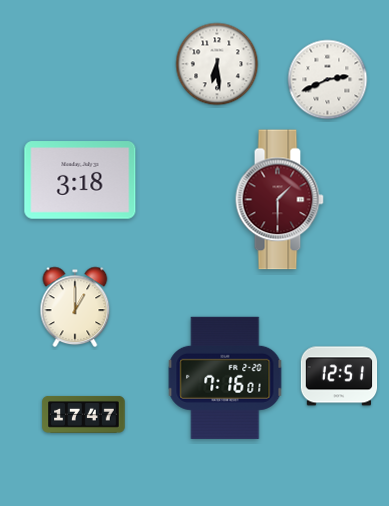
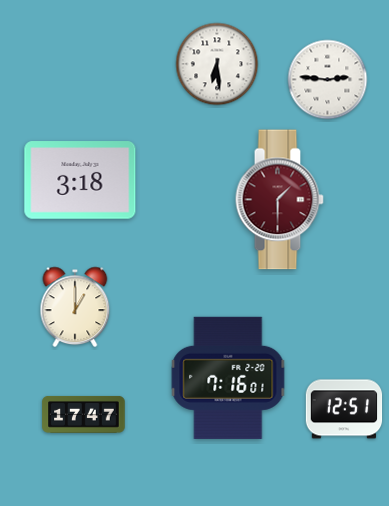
clock at (328, 80): 2:41 -> 2:46
clock at (339, 376) position: (339, 376) -> (344, 409)
clock at (225, 378) position: (225, 378) -> (228, 378)
